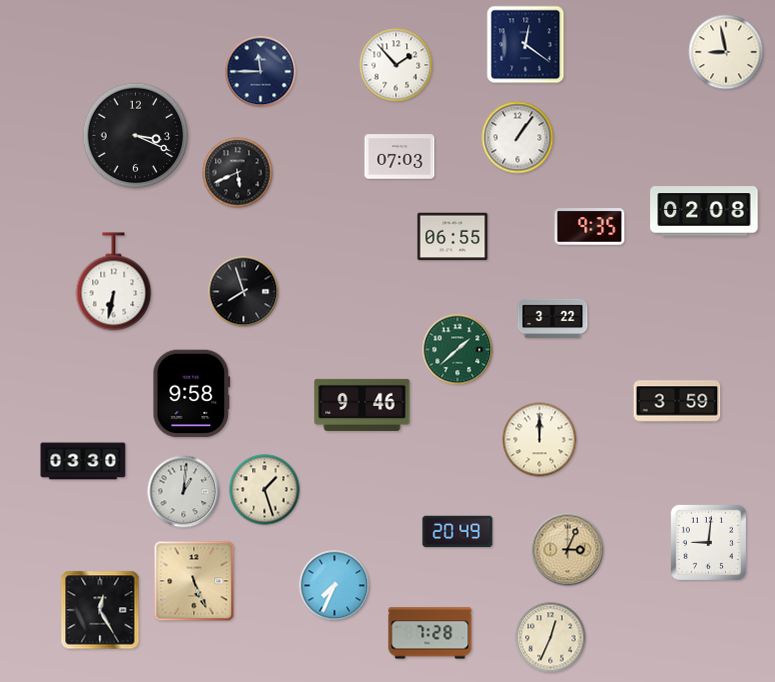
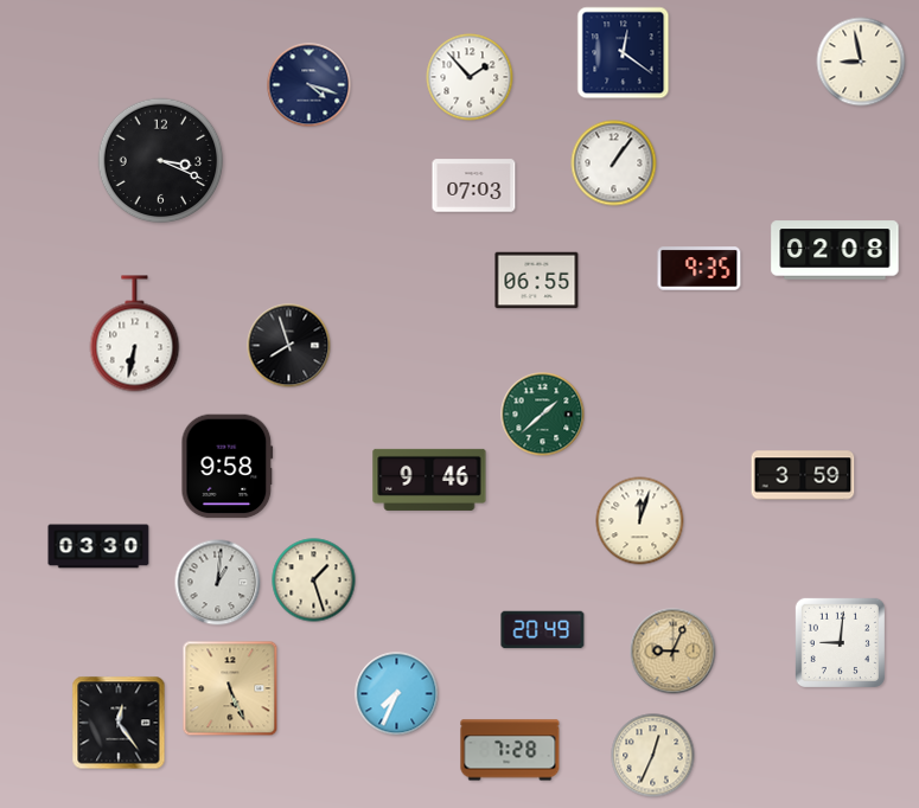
clock at (261, 72): 11:45 -> 4:18
clock at (238, 173): 5:41 -> none
clock at (553, 318): 3:22 -> none
clock at (540, 440): 12:00 -> 12:03
clock at (568, 550): 3:04 -> 9:04
clock at (100, 610): 12:25 -> 12:24
